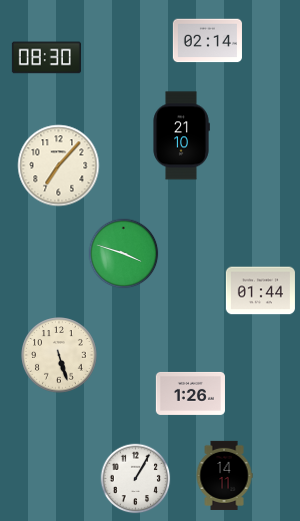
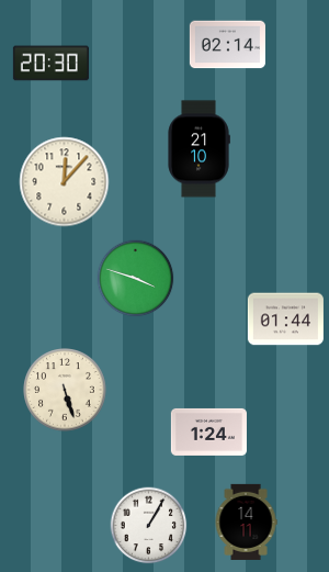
clock at (46, 58): 08:30 -> 20:30
clock at (59, 166): 7:07 -> 12:07
clock at (190, 393): 1:26 -> 1:24
